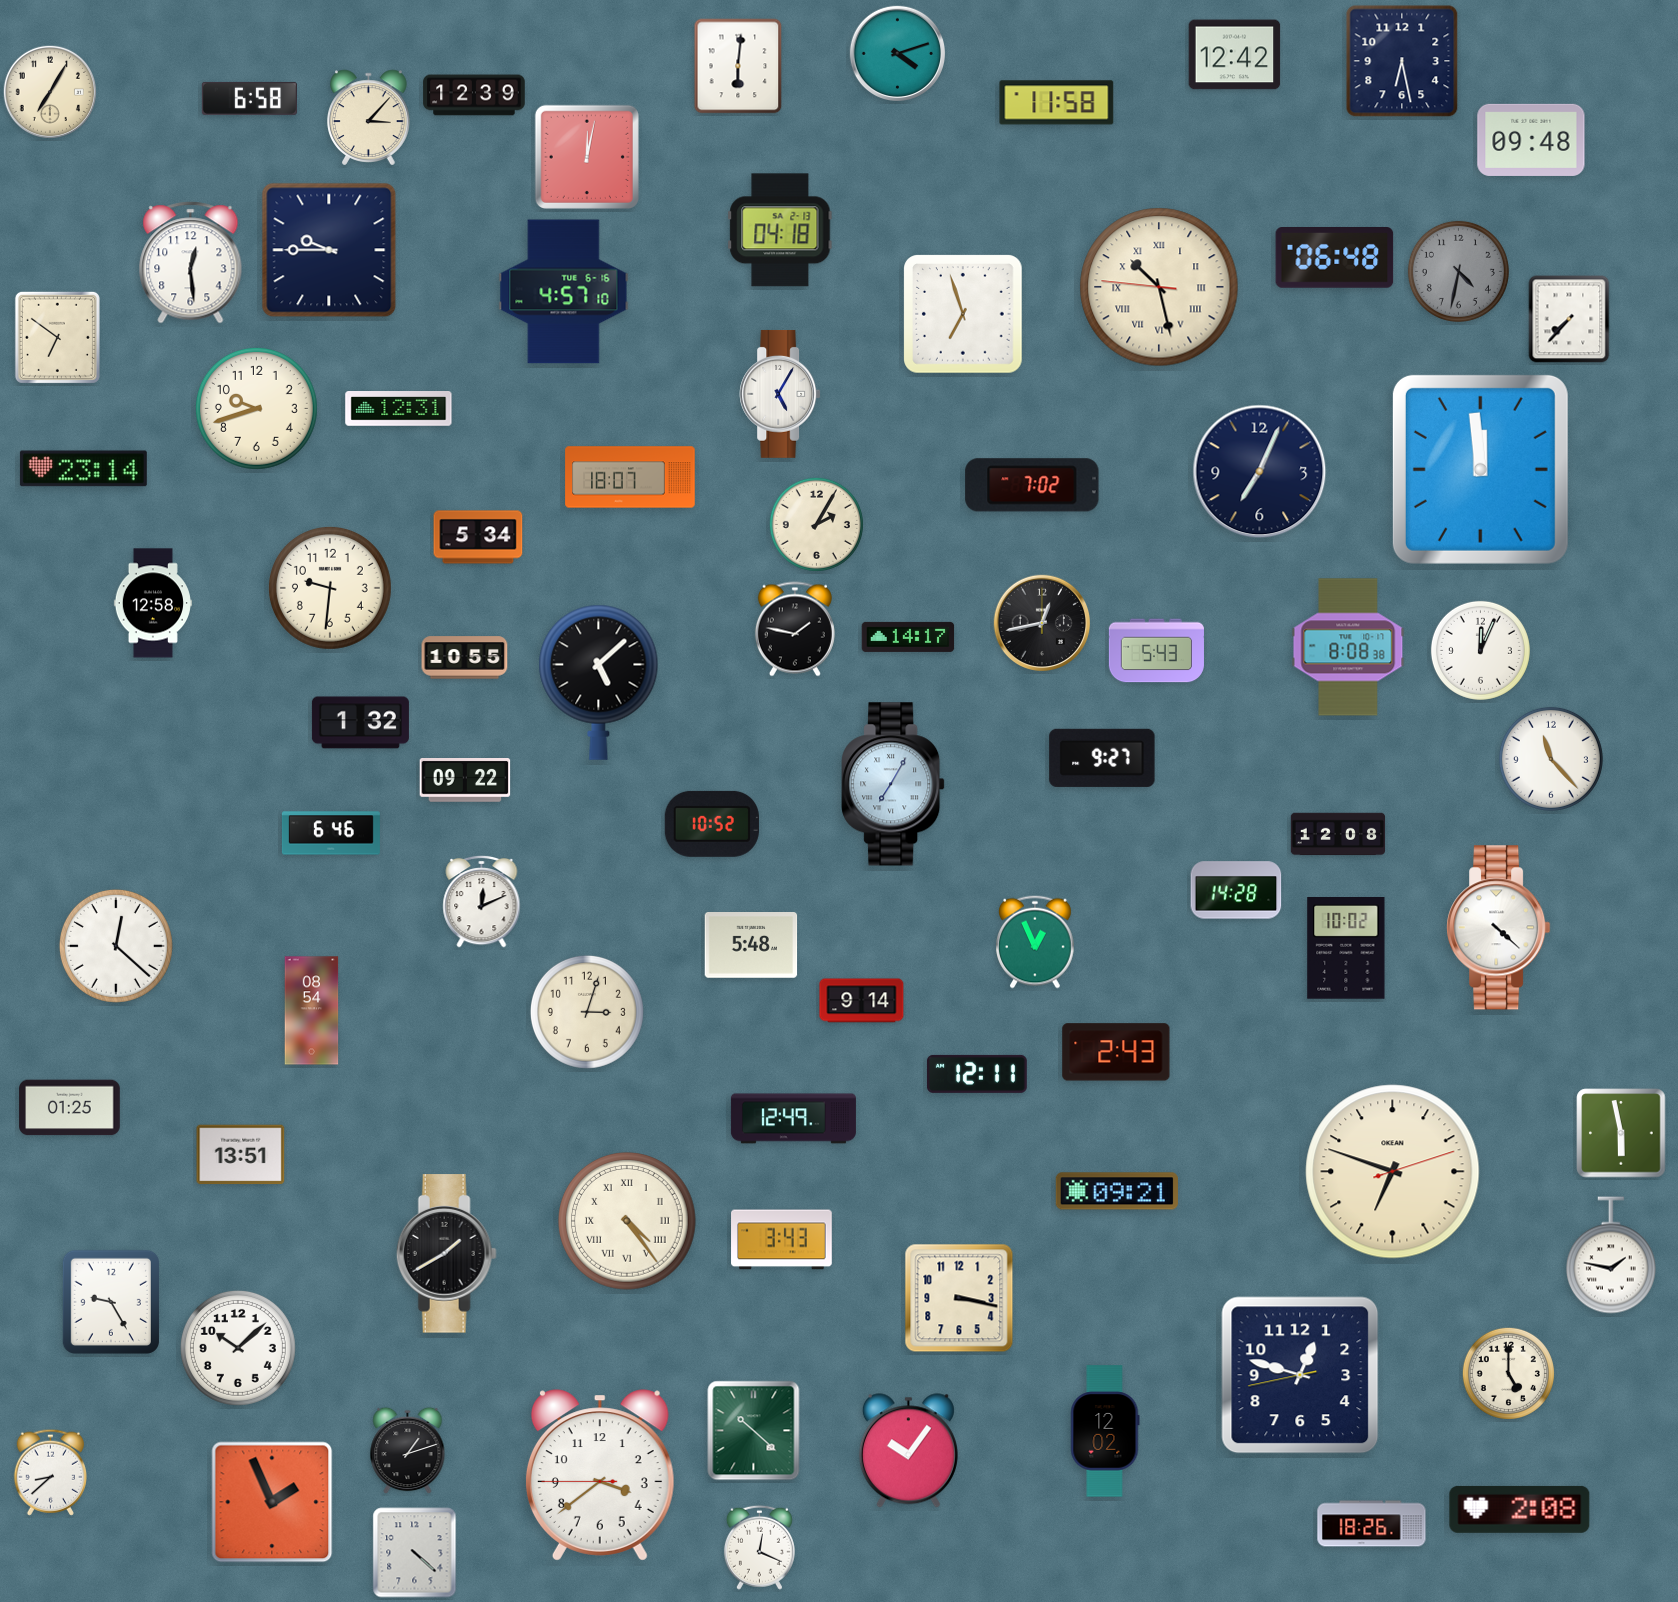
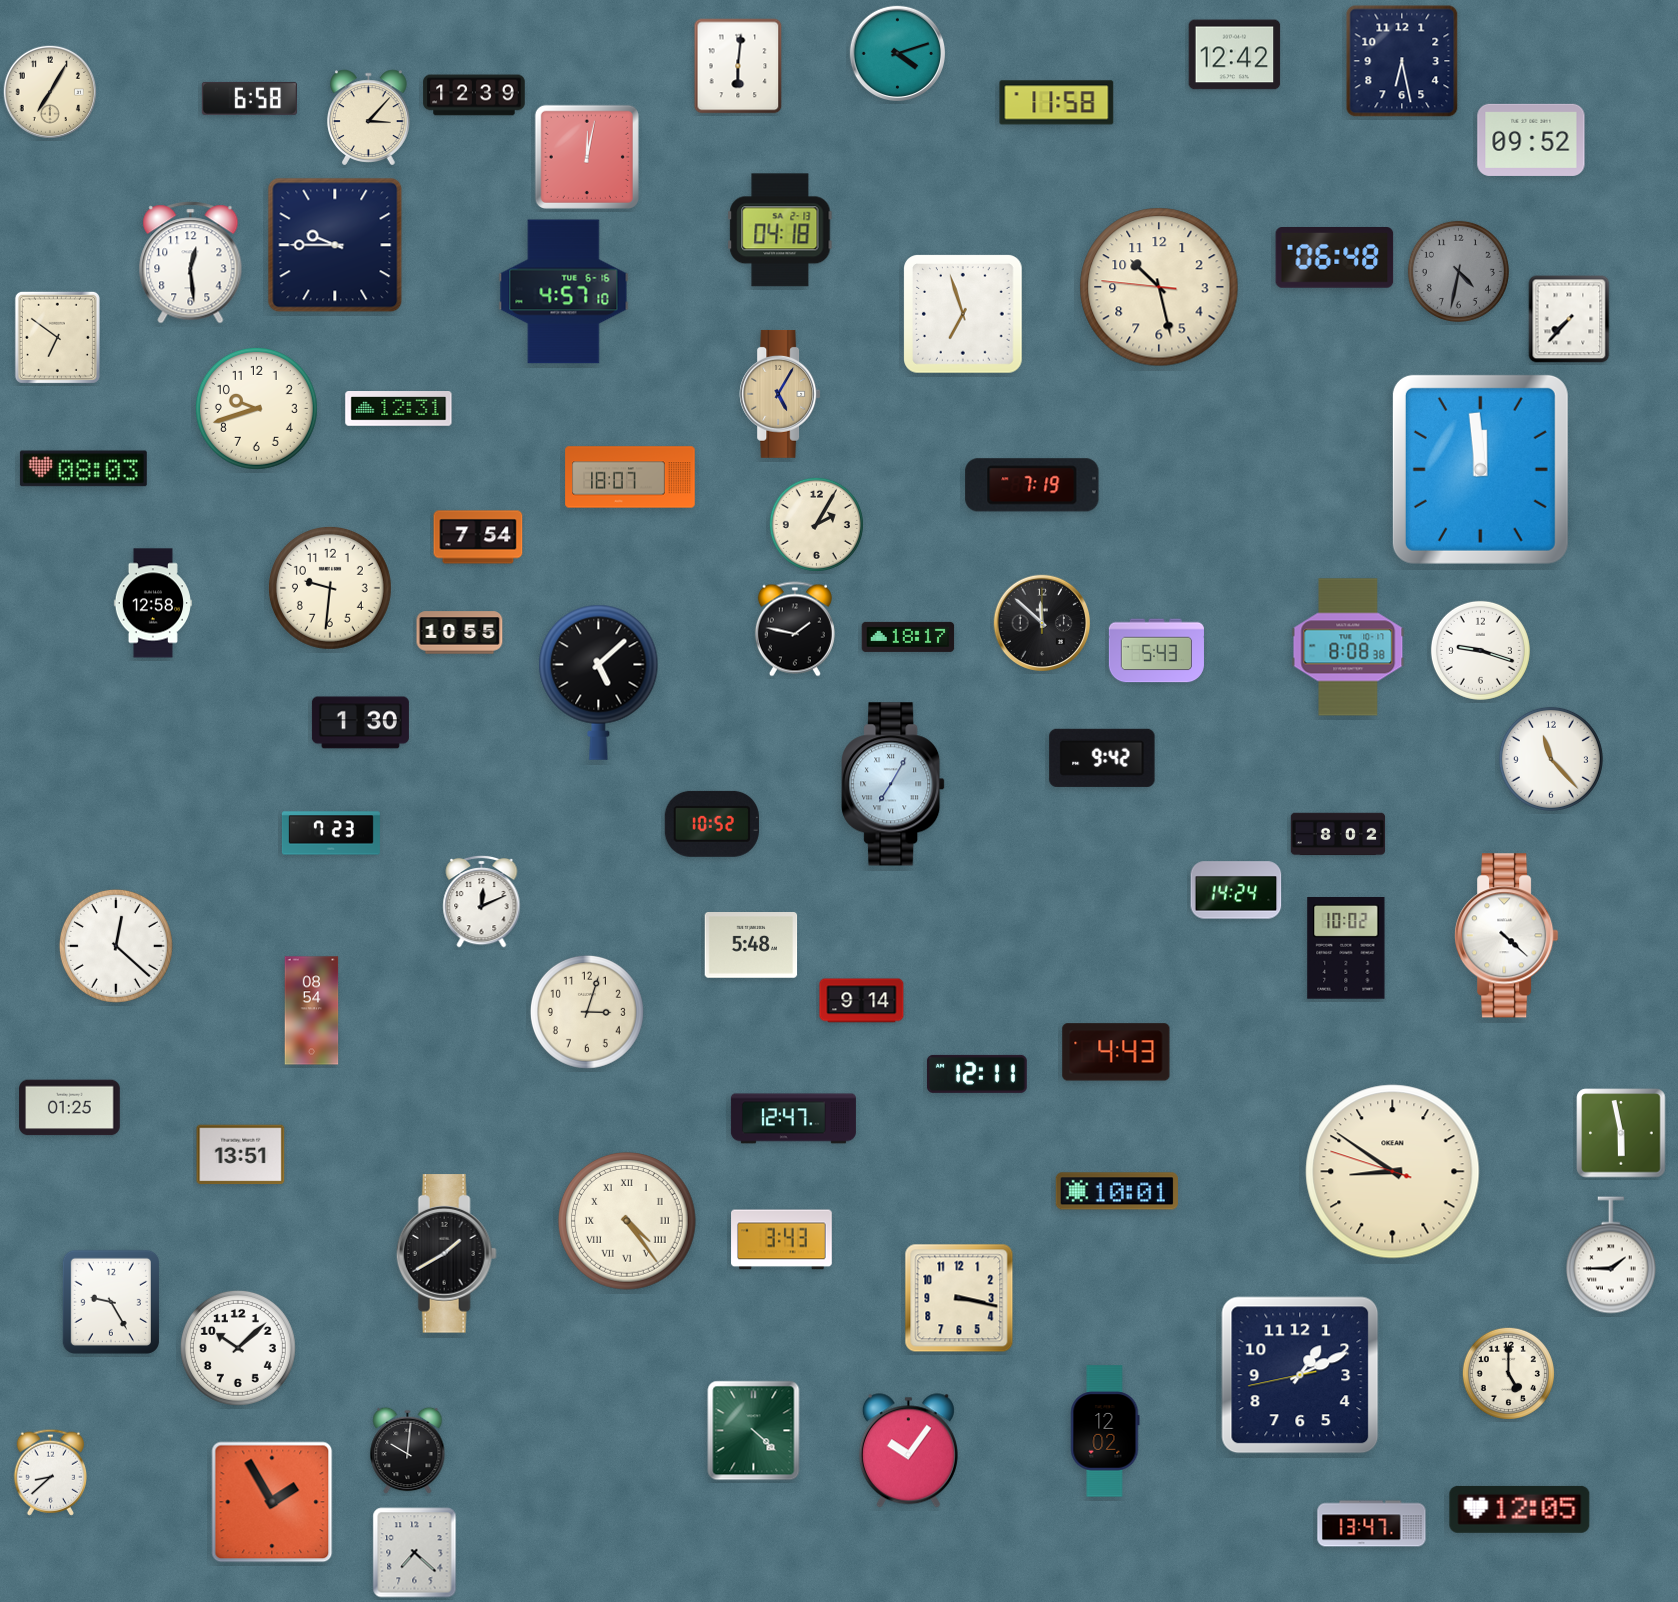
clock at (1531, 140): 09:48 -> 09:52
clock at (329, 250) position: (329, 250) -> (335, 245)
clock at (1159, 287) numerals: Roman -> Arabic
clock at (780, 394) dial: white -> champagne
clock at (83, 469): 23:14 -> 08:03
clock at (1260, 472): 7:04 -> none
clock at (1032, 485): 7:02 -> 7:19
clock at (478, 537): 5:34 -> 7:54
clock at (1041, 622): 12:43 -> 11:52
clock at (908, 637): 14:17 -> 18:17
clock at (1480, 650): 12:04 -> 9:18
clock at (465, 658) position: (465, 658) -> (460, 633)
clock at (360, 723): 1:32 -> 1:30
clock at (1102, 758): 9:27 -> 9:42
clock at (465, 781): 09:22 -> none
clock at (331, 833): 6:46 -> 7:23
clock at (1338, 834): 12:08 -> 8:02
clock at (1236, 890): 14:28 -> 14:24
clock at (1499, 928) position: (1499, 928) -> (1507, 936)
clock at (1036, 942): 12:56 -> none
clock at (1116, 1052): 2:43 -> 4:43
clock at (793, 1119): 12:49 -> 12:47
clock at (1393, 1172): 6:48 -> 8:50
clock at (1117, 1191): 09:21 -> 10:01
clock at (1611, 1255): 1:47 -> 1:45
clock at (1300, 1375): 12:47 -> 1:10
clock at (754, 1431): 10:22 -> 4:22
clock at (408, 1451): 1:12 -> 10:01
clock at (600, 1475): 3:38 -> none
clock at (272, 1502): 1:56 -> 1:55
clock at (1520, 1509): 2:08 -> 12:05
clock at (1372, 1524): 18:26 -> 13:47
clock at (759, 1547): 12:19 -> none
clock at (415, 1553): 4:22 -> 7:22
